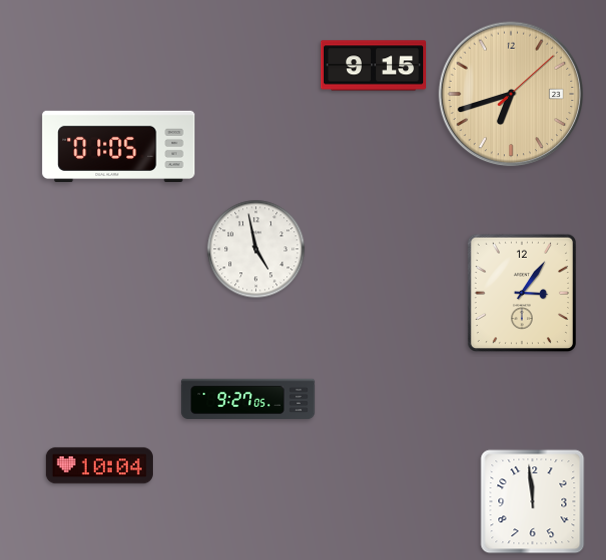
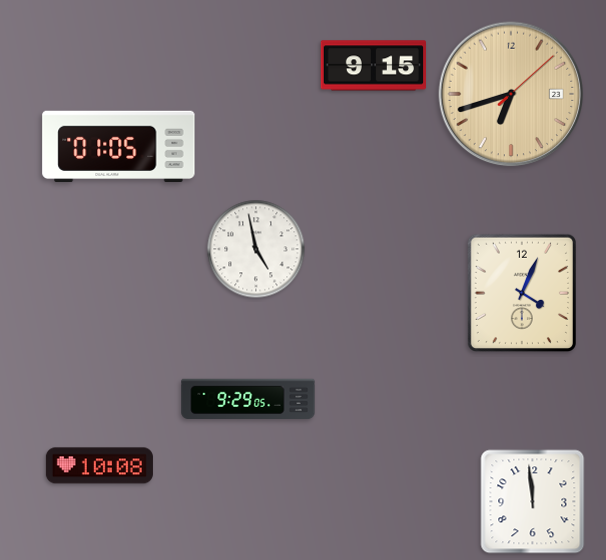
clock at (522, 292): 3:06 -> 4:04
clock at (248, 399): 9:27 -> 9:29
clock at (99, 466): 10:04 -> 10:08
